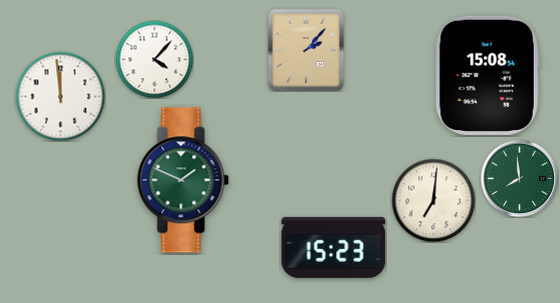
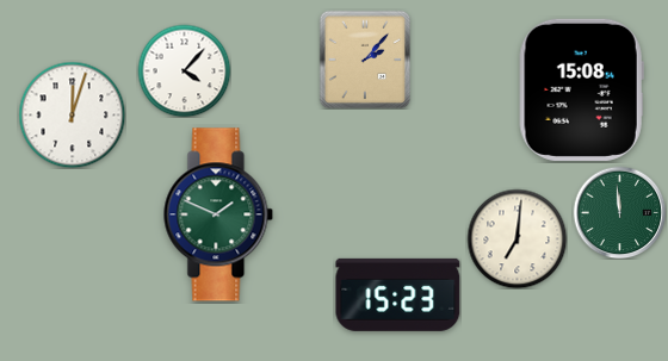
clock at (60, 96): 11:59 -> 12:03
clock at (519, 178): 7:59 -> 11:59
